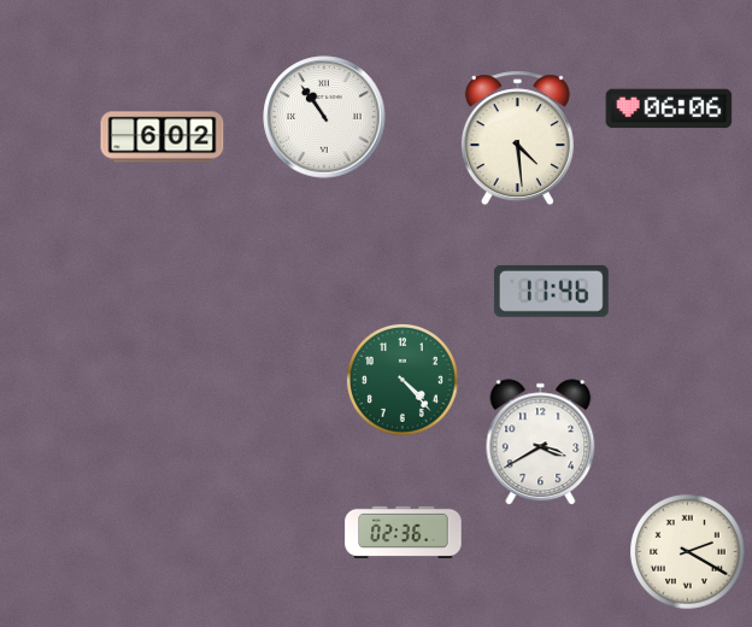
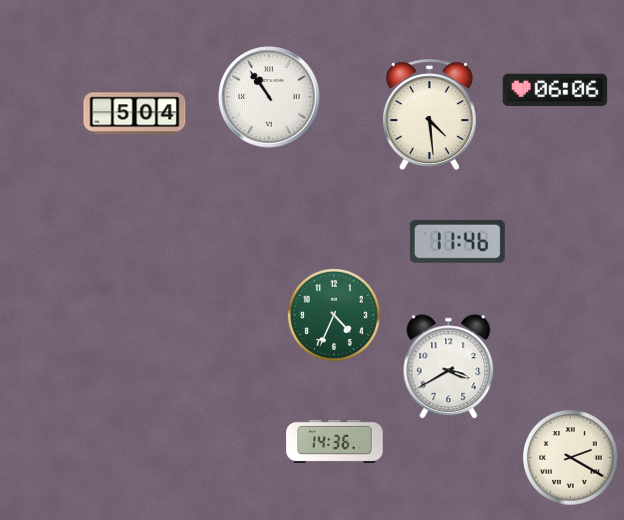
clock at (163, 137): 6:02 -> 5:04
clock at (403, 380): 4:23 -> 4:34
clock at (404, 532): 02:36 -> 14:36
